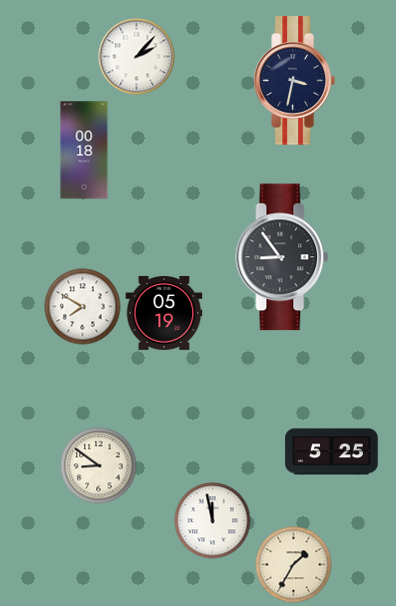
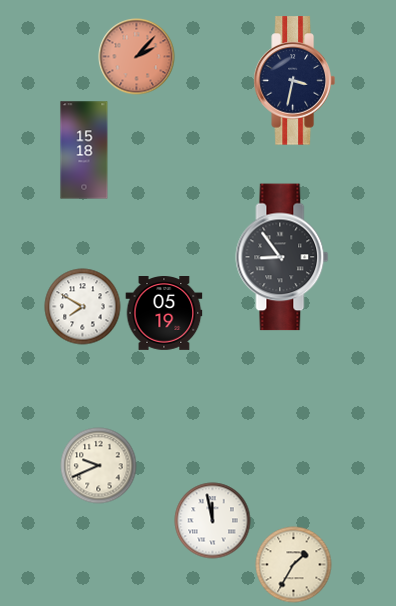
clock at (137, 57) dial: white -> salmon
clock at (84, 150): 00:18 -> 15:18
clock at (332, 452): 5:25 -> none
clock at (99, 466): 8:51 -> 9:41
